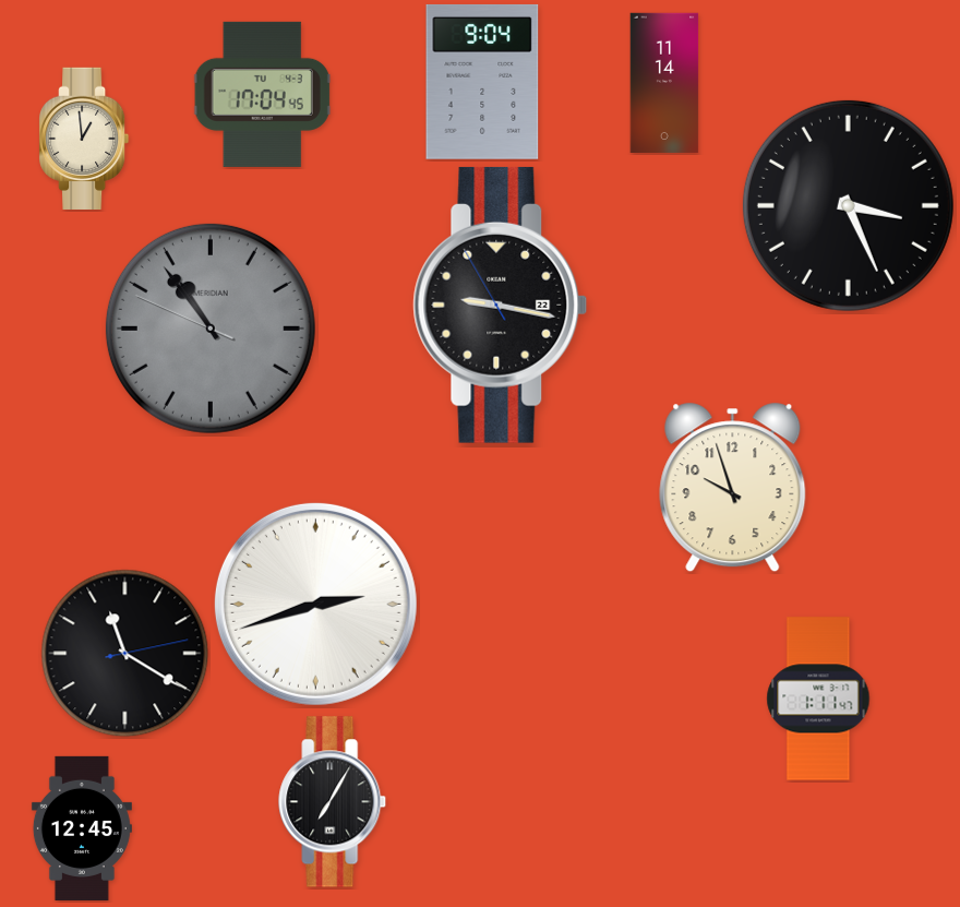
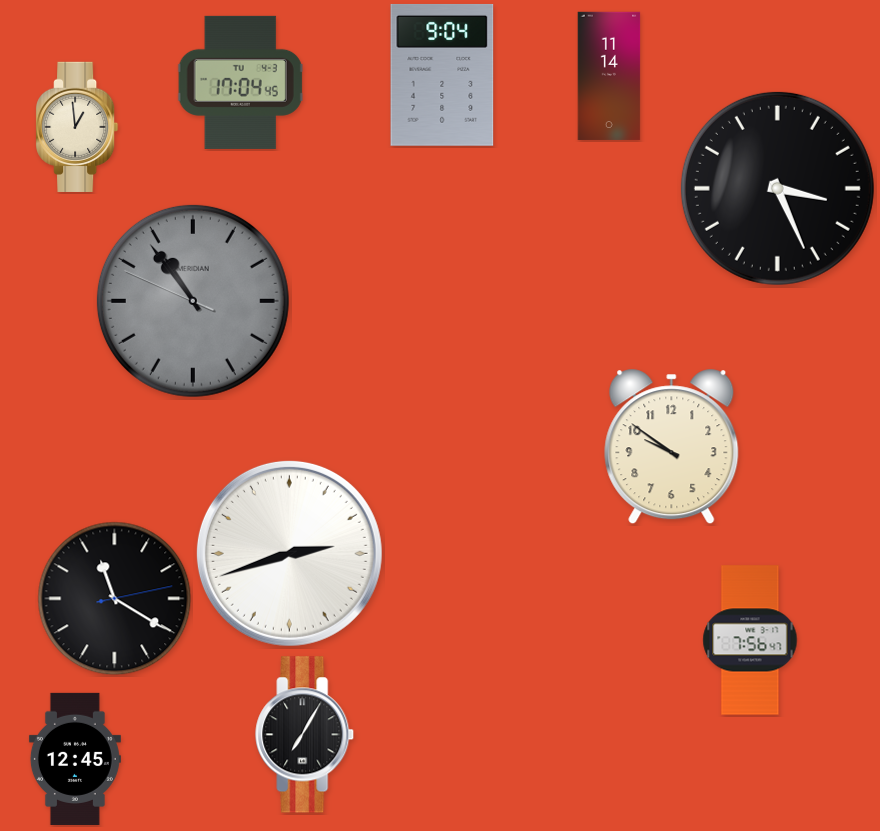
clock at (262, 94) position: (262, 94) -> (240, 82)
clock at (501, 305): 9:16 -> none
clock at (733, 488): 9:57 -> 9:51
clock at (818, 699): 1:11 -> 7:56
